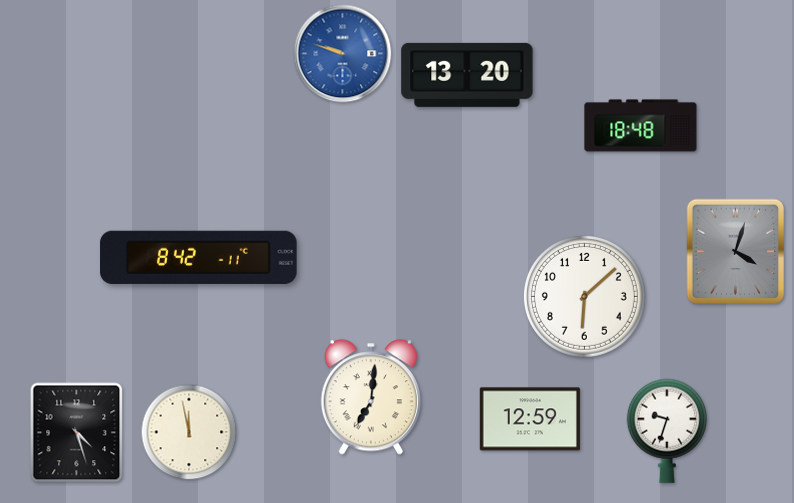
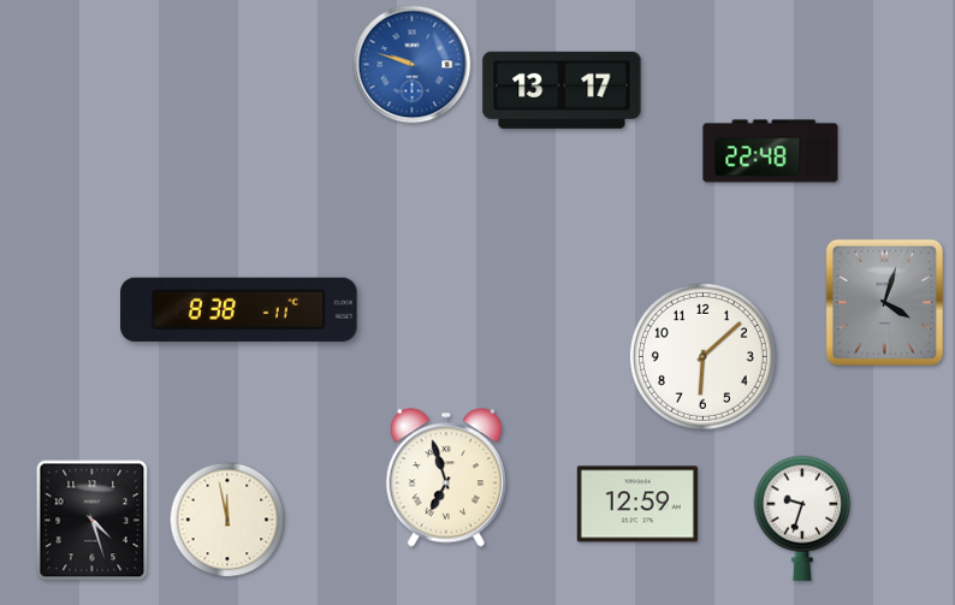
clock at (467, 75): 13:20 -> 13:17
clock at (641, 126): 18:48 -> 22:48
clock at (199, 257): 8:42 -> 8:38
clock at (371, 397): 7:01 -> 6:57
